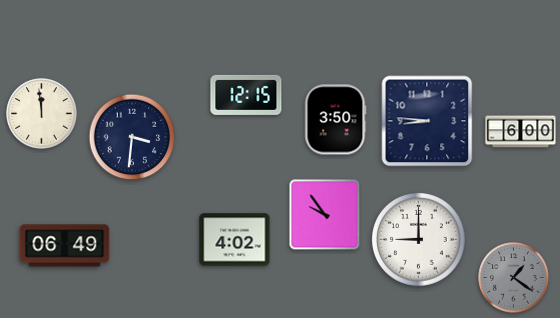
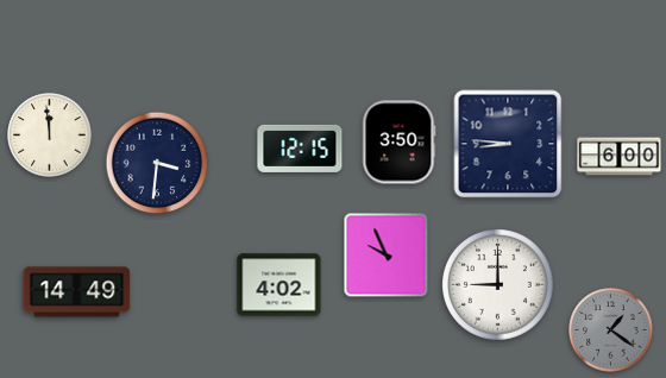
clock at (246, 95) position: (246, 95) -> (300, 149)
clock at (325, 215): 9:54 -> 9:56
clock at (65, 246): 06:49 -> 14:49
